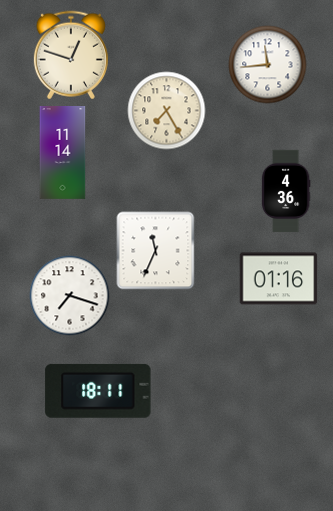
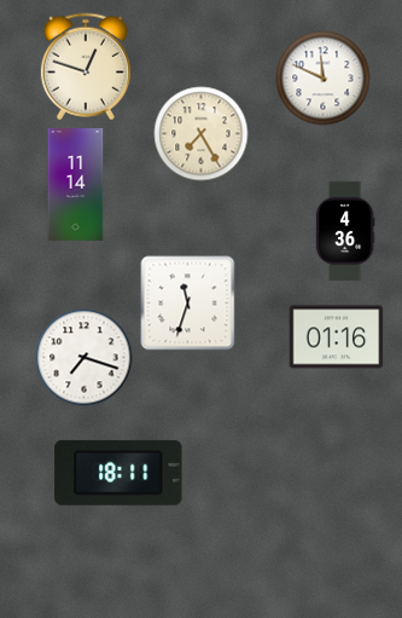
clock at (267, 64): 11:44 -> 11:49
clock at (155, 250): 11:34 -> 11:33
